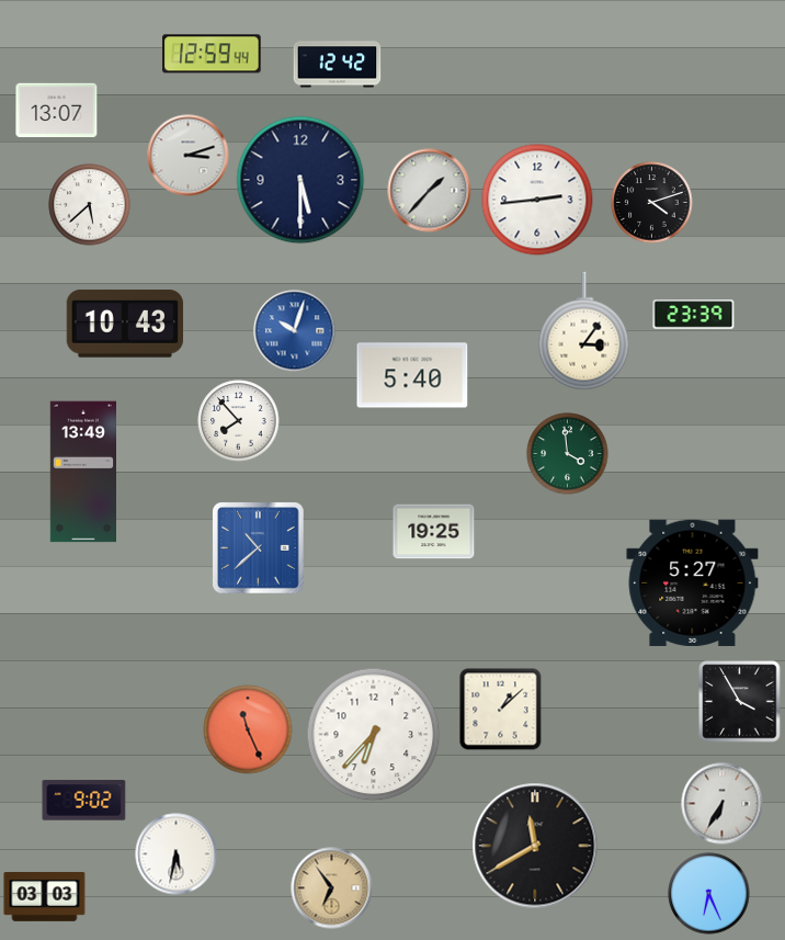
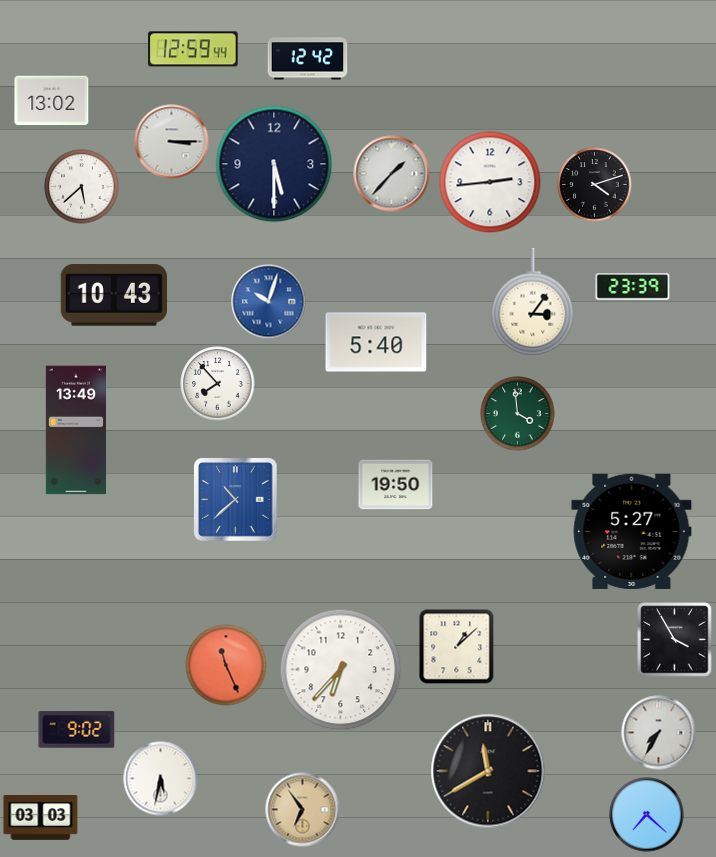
clock at (57, 111): 13:07 -> 13:02
clock at (189, 156): 3:12 -> 3:15
clock at (434, 532): 19:25 -> 19:50
clock at (723, 804): 6:35 -> 7:35
clock at (709, 894): 6:26 -> 7:22
